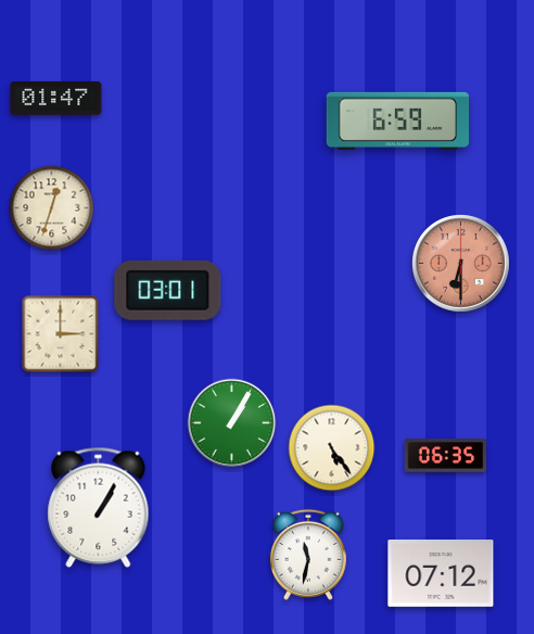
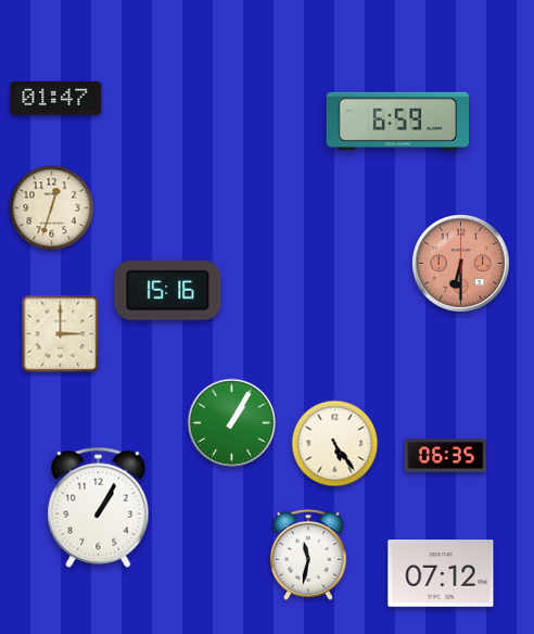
clock at (168, 290): 03:01 -> 15:16
clock at (332, 448) position: (332, 448) -> (335, 444)
